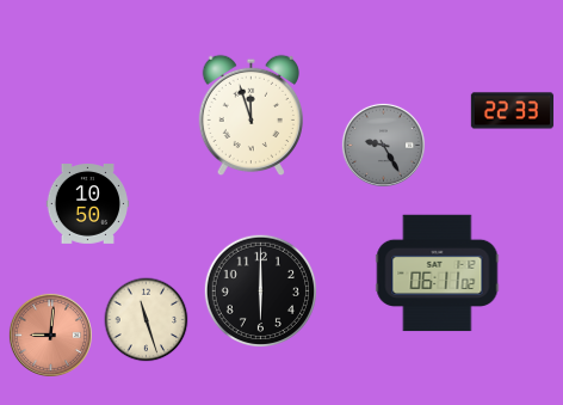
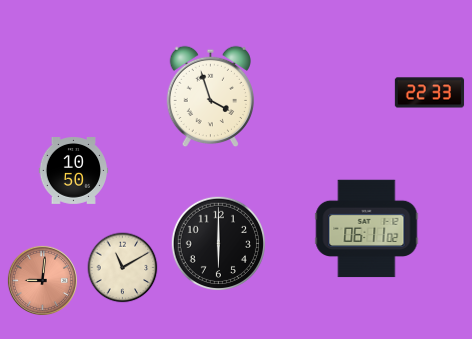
clock at (250, 116): 11:57 -> 3:57
clock at (383, 145): 9:25 -> none
clock at (147, 320): 11:27 -> 11:10
